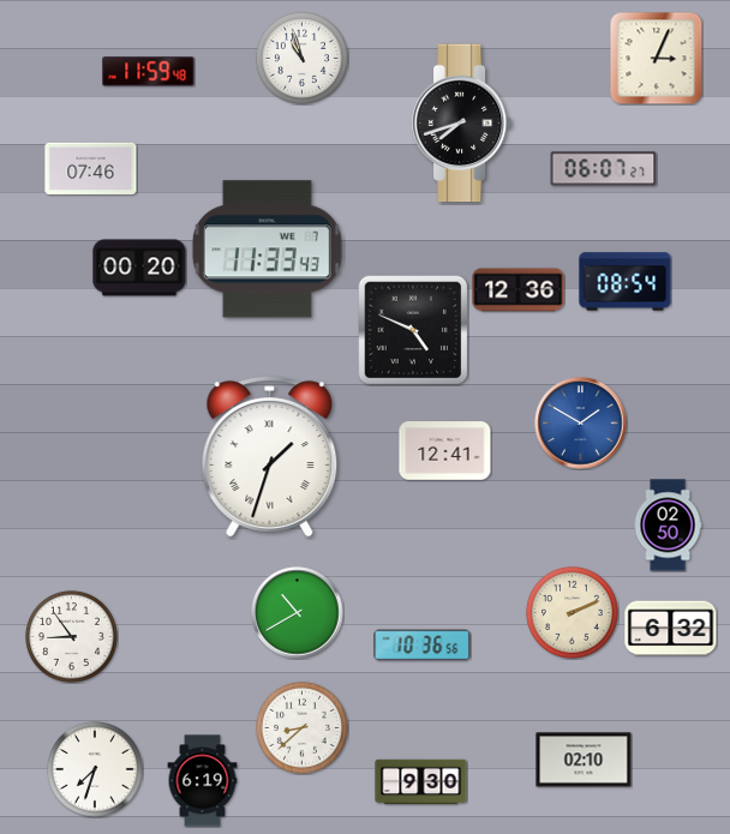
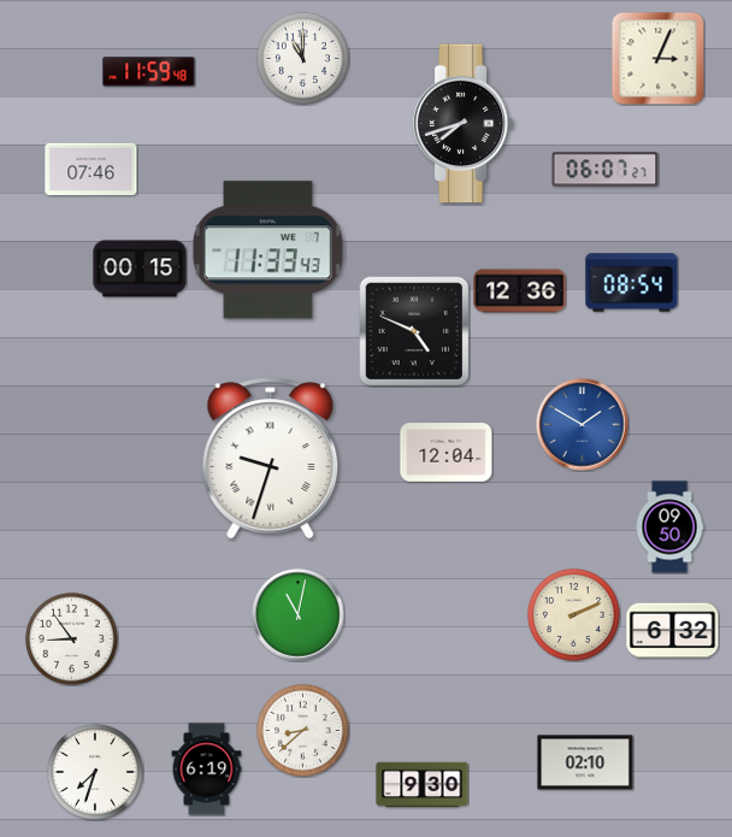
clock at (301, 58): 10:57 -> 11:00
clock at (139, 268): 00:20 -> 00:15
clock at (626, 282) position: (626, 282) -> (632, 283)
clock at (445, 451): 12:41 -> 12:04
clock at (270, 457): 1:33 -> 9:33
clock at (668, 526): 02:50 -> 09:50
clock at (298, 613): 10:40 -> 11:02
clock at (423, 646): 10:36 -> none
clock at (203, 781) position: (203, 781) -> (207, 770)
